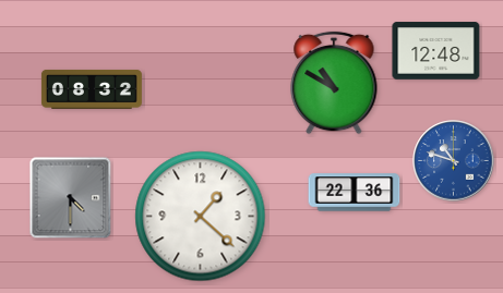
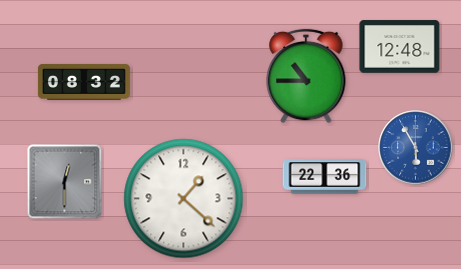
clock at (334, 83): 10:50 -> 10:45
clock at (454, 161): 10:48 -> 5:55
clock at (71, 198): 4:30 -> 12:30
